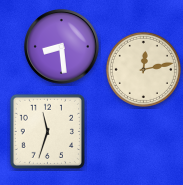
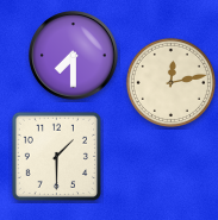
clock at (62, 47): 8:29 -> 7:30
clock at (47, 131): 11:33 -> 1:30
